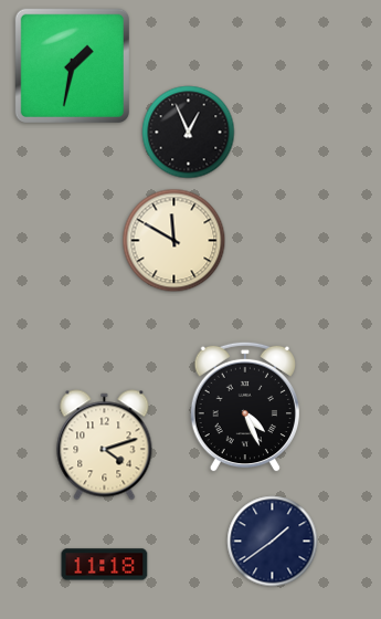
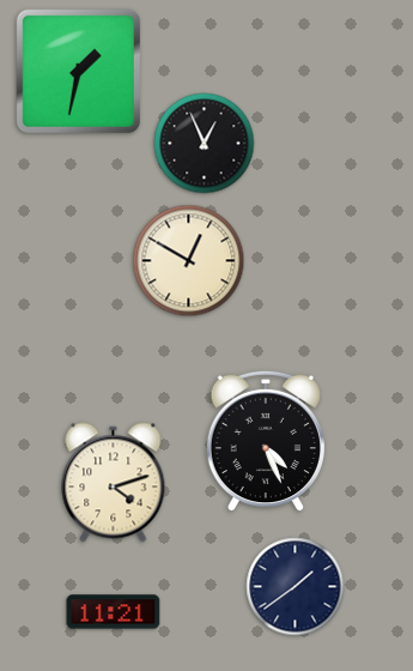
clock at (174, 241): 11:50 -> 12:50
clock at (105, 565): 11:18 -> 11:21
